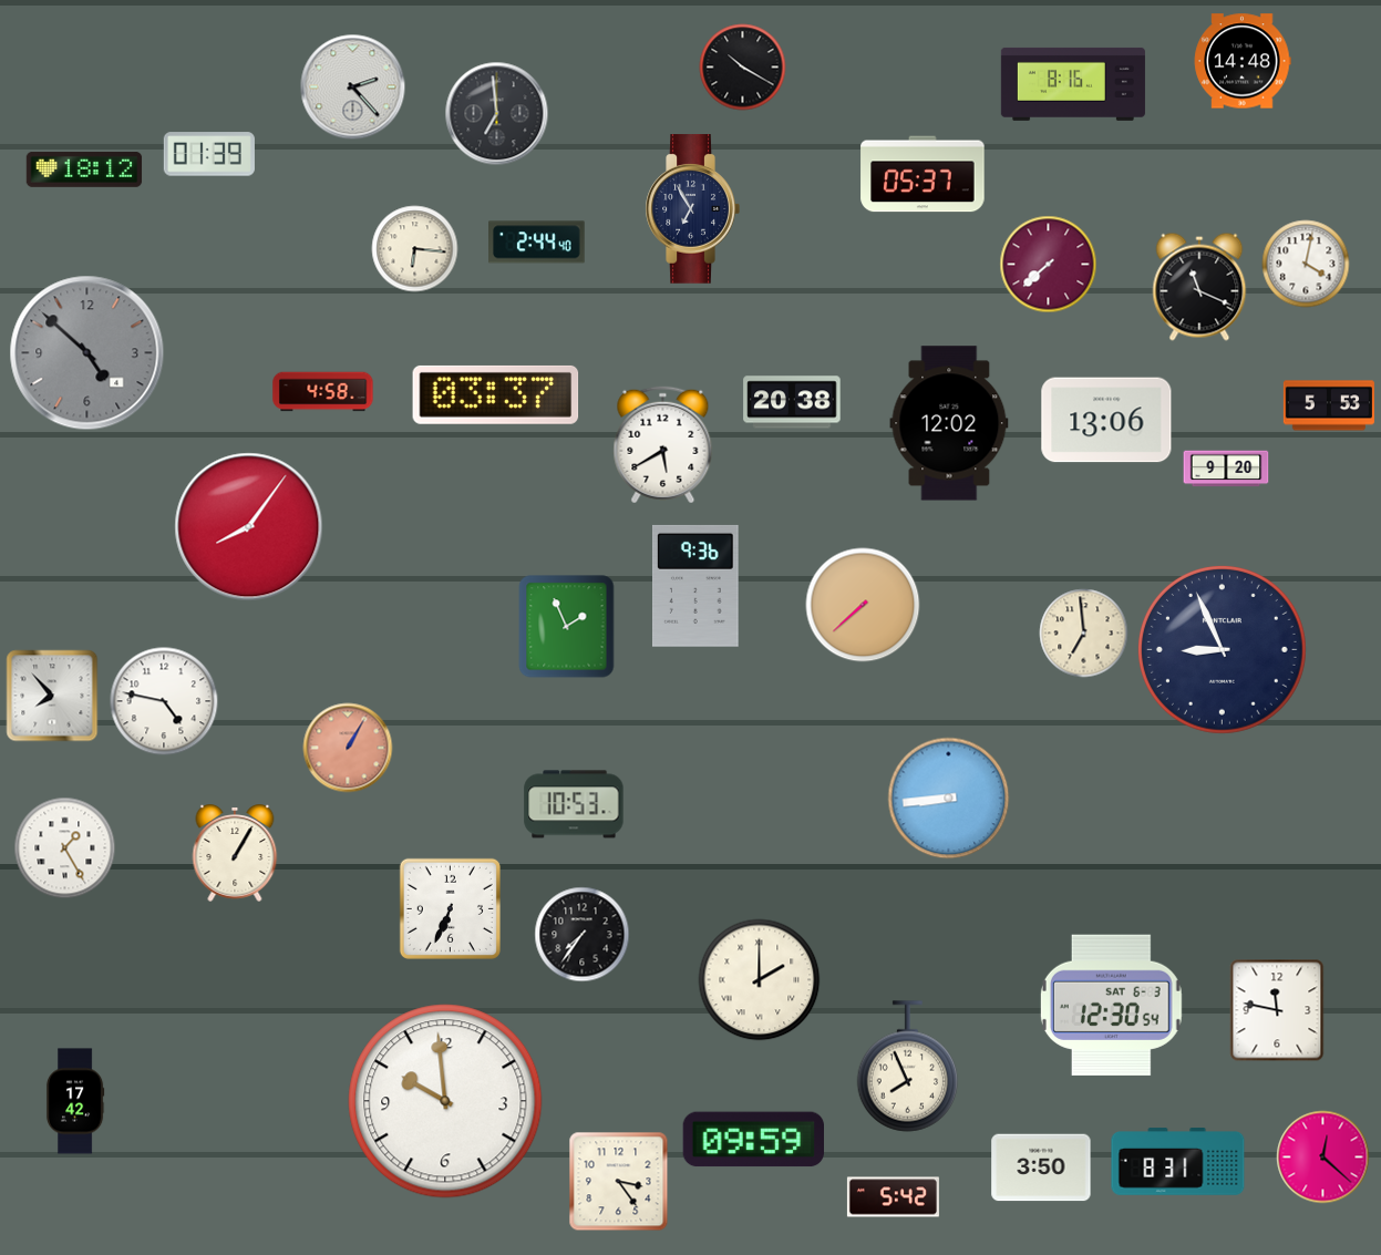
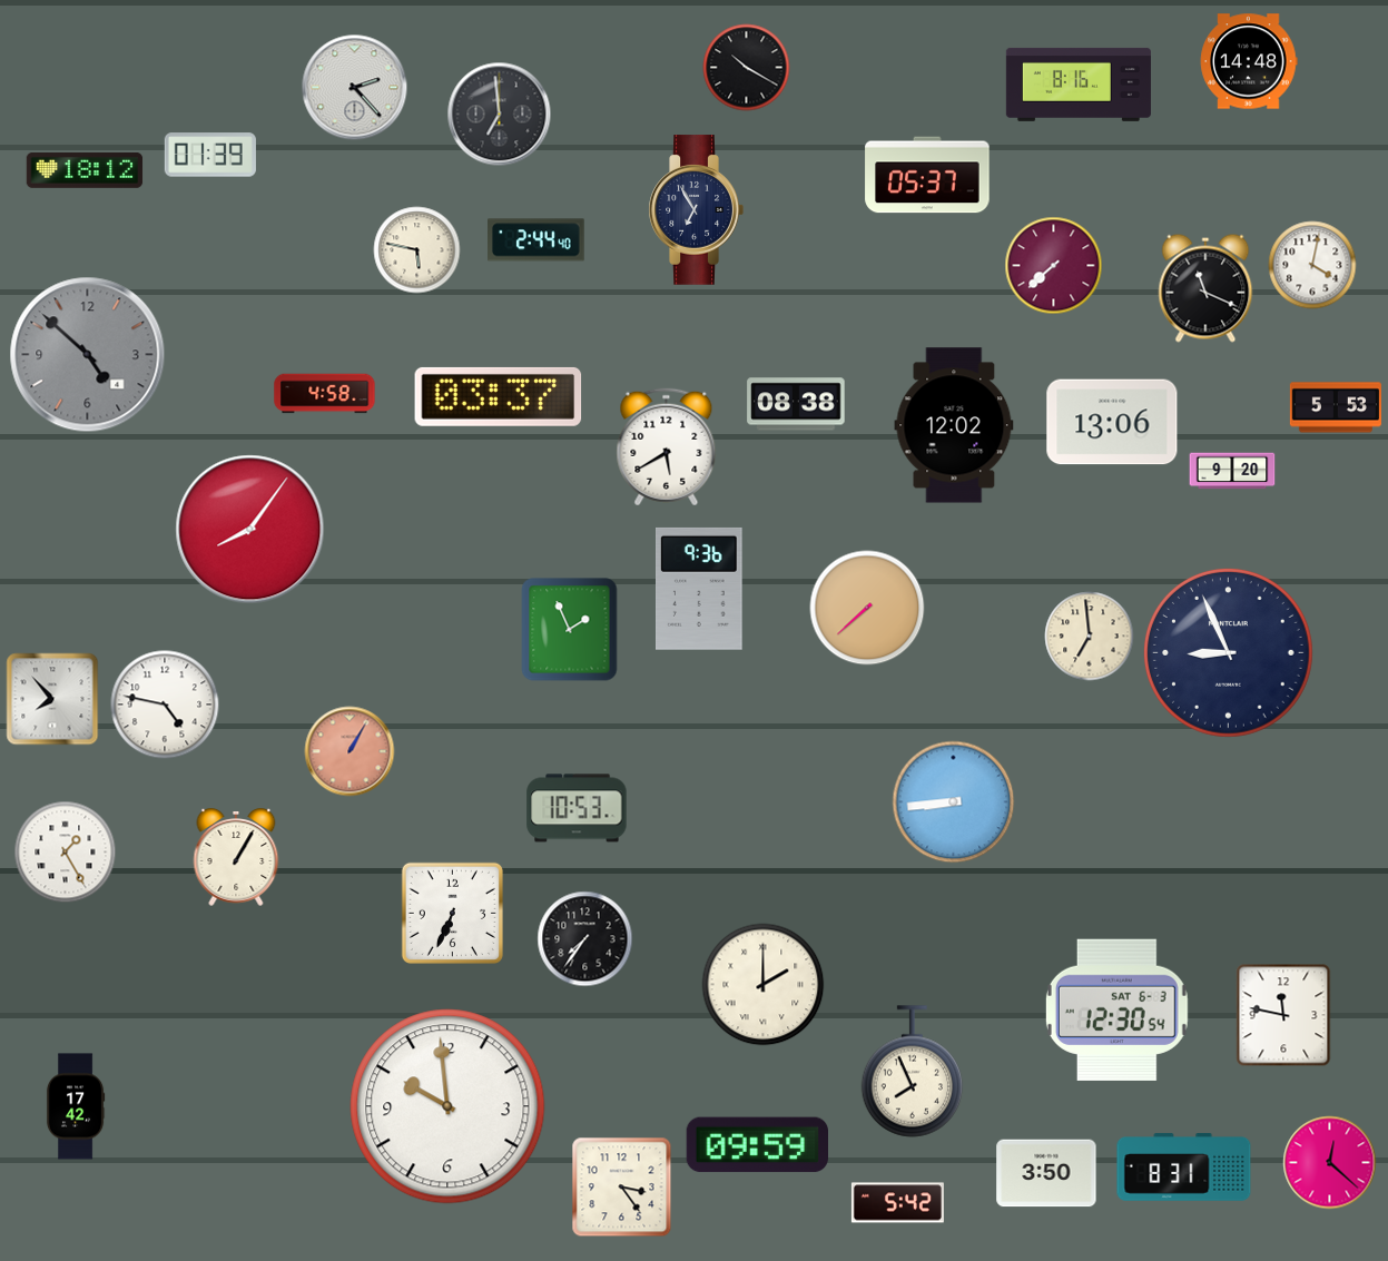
clock at (537, 243) position: (537, 243) -> (537, 240)
clock at (415, 249): 6:16 -> 5:47
clock at (792, 402): 20:38 -> 08:38
